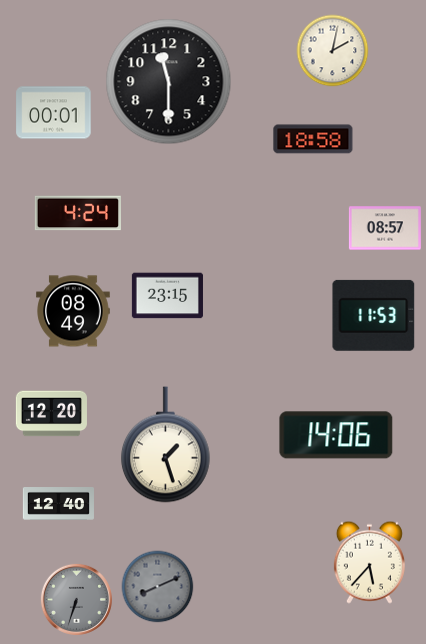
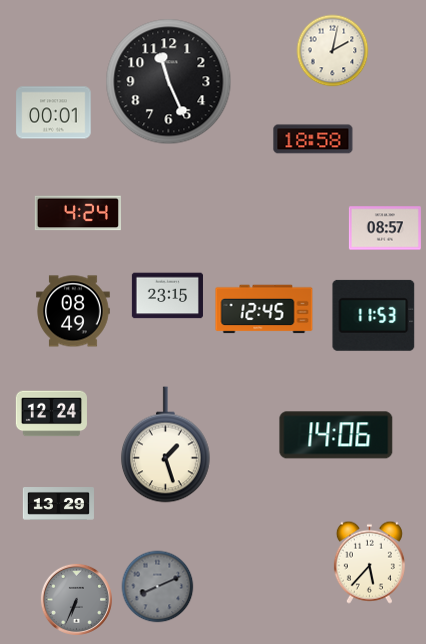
clock at (169, 82): 11:30 -> 11:26
clock at (264, 309): none -> 12:45
clock at (51, 414): 12:20 -> 12:24
clock at (58, 504): 12:40 -> 13:29
clock at (76, 599): 6:33 -> 6:34
